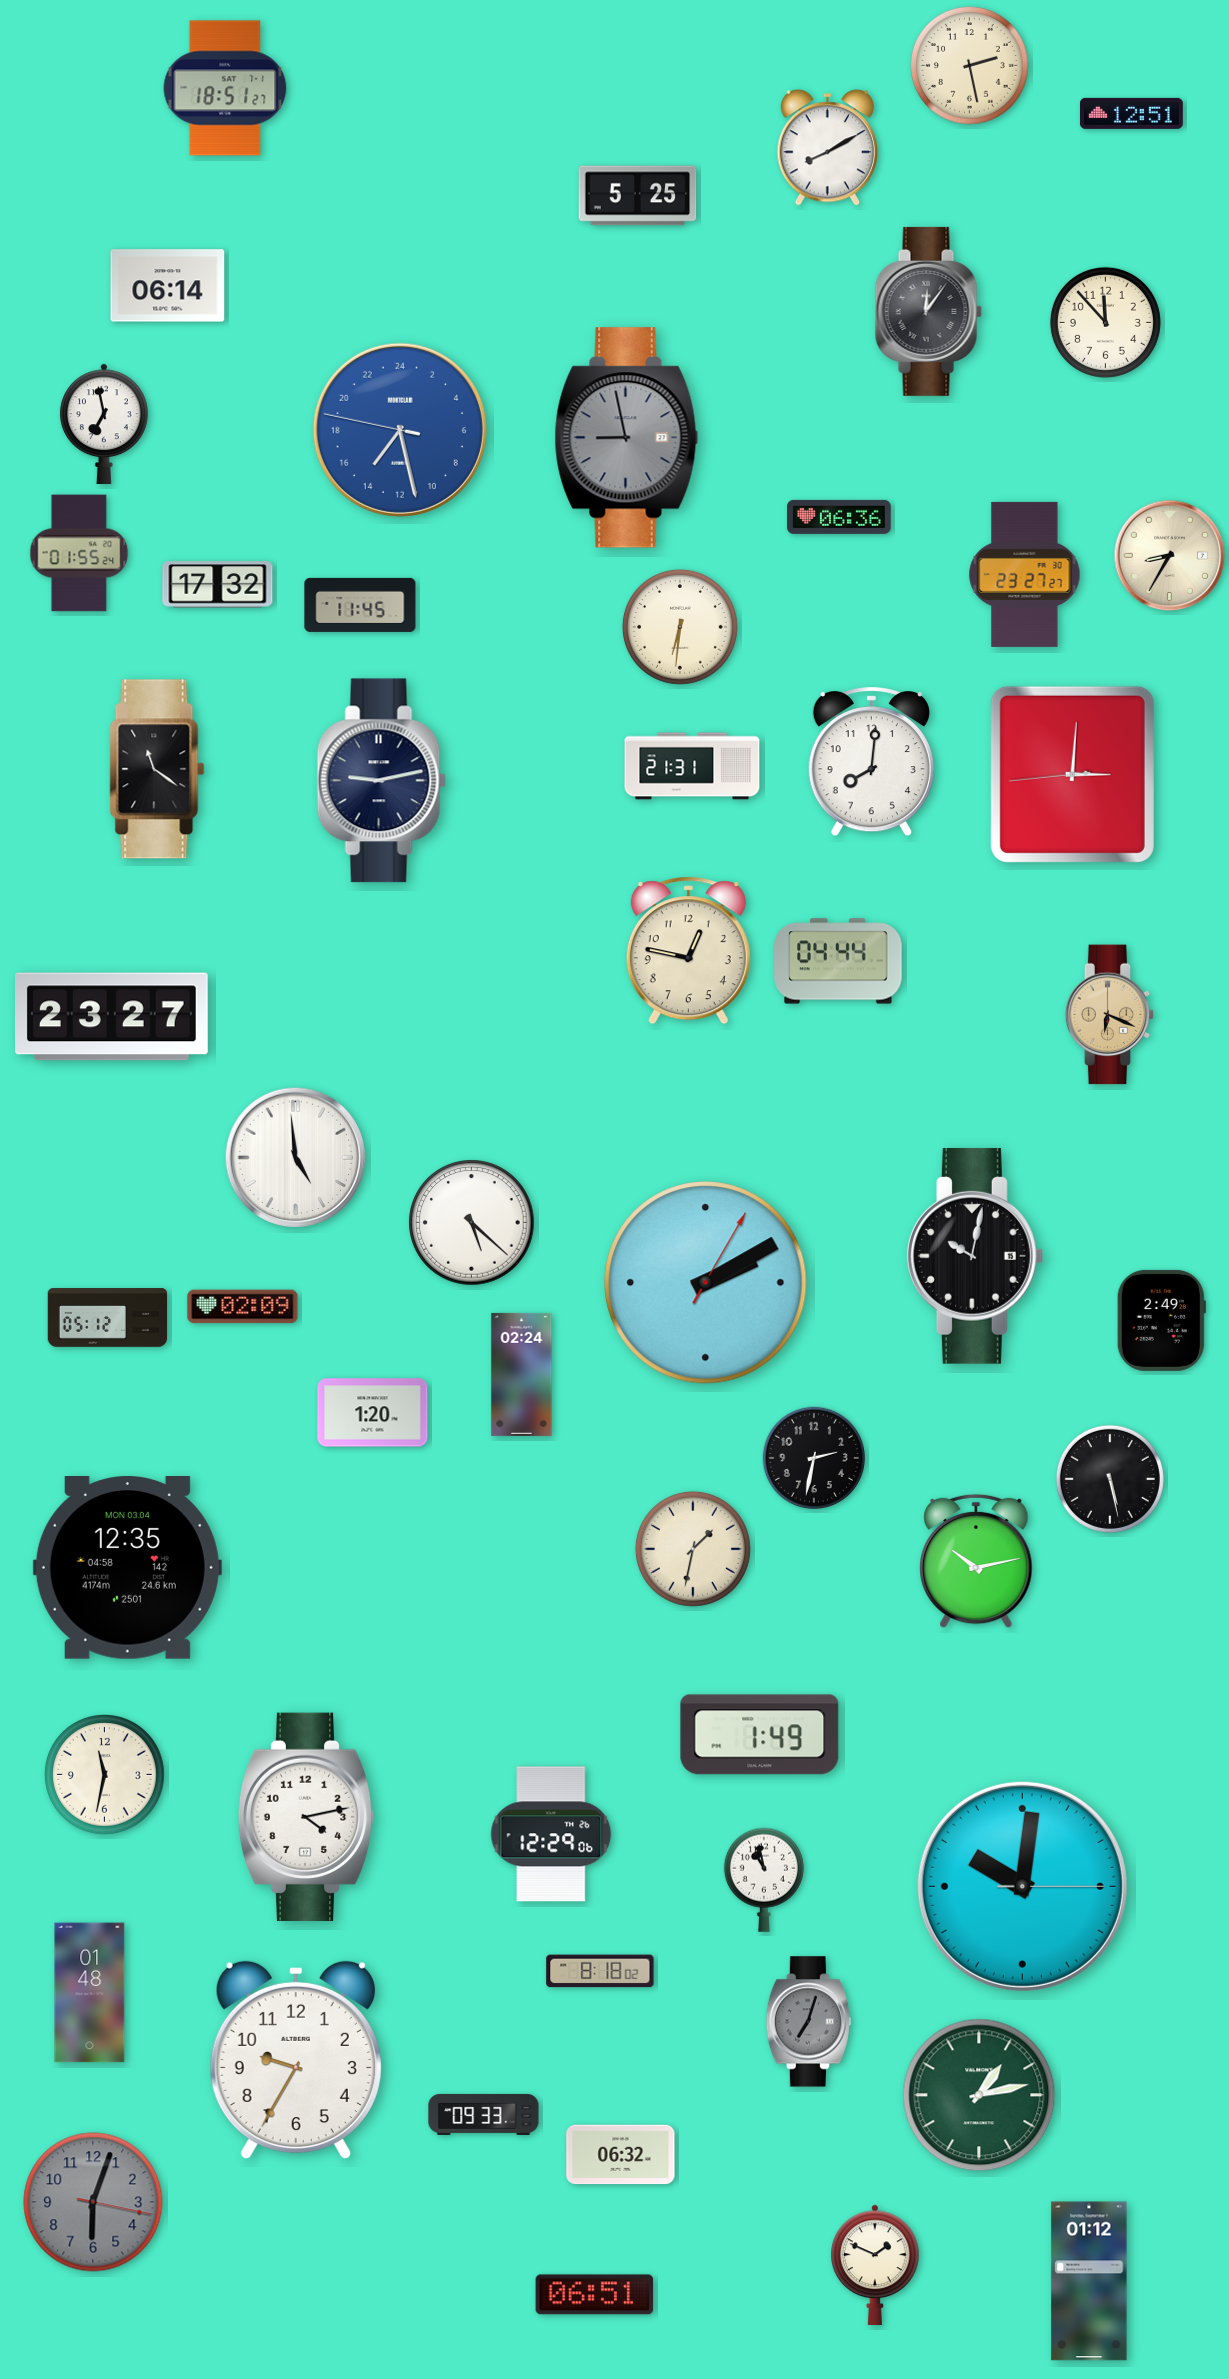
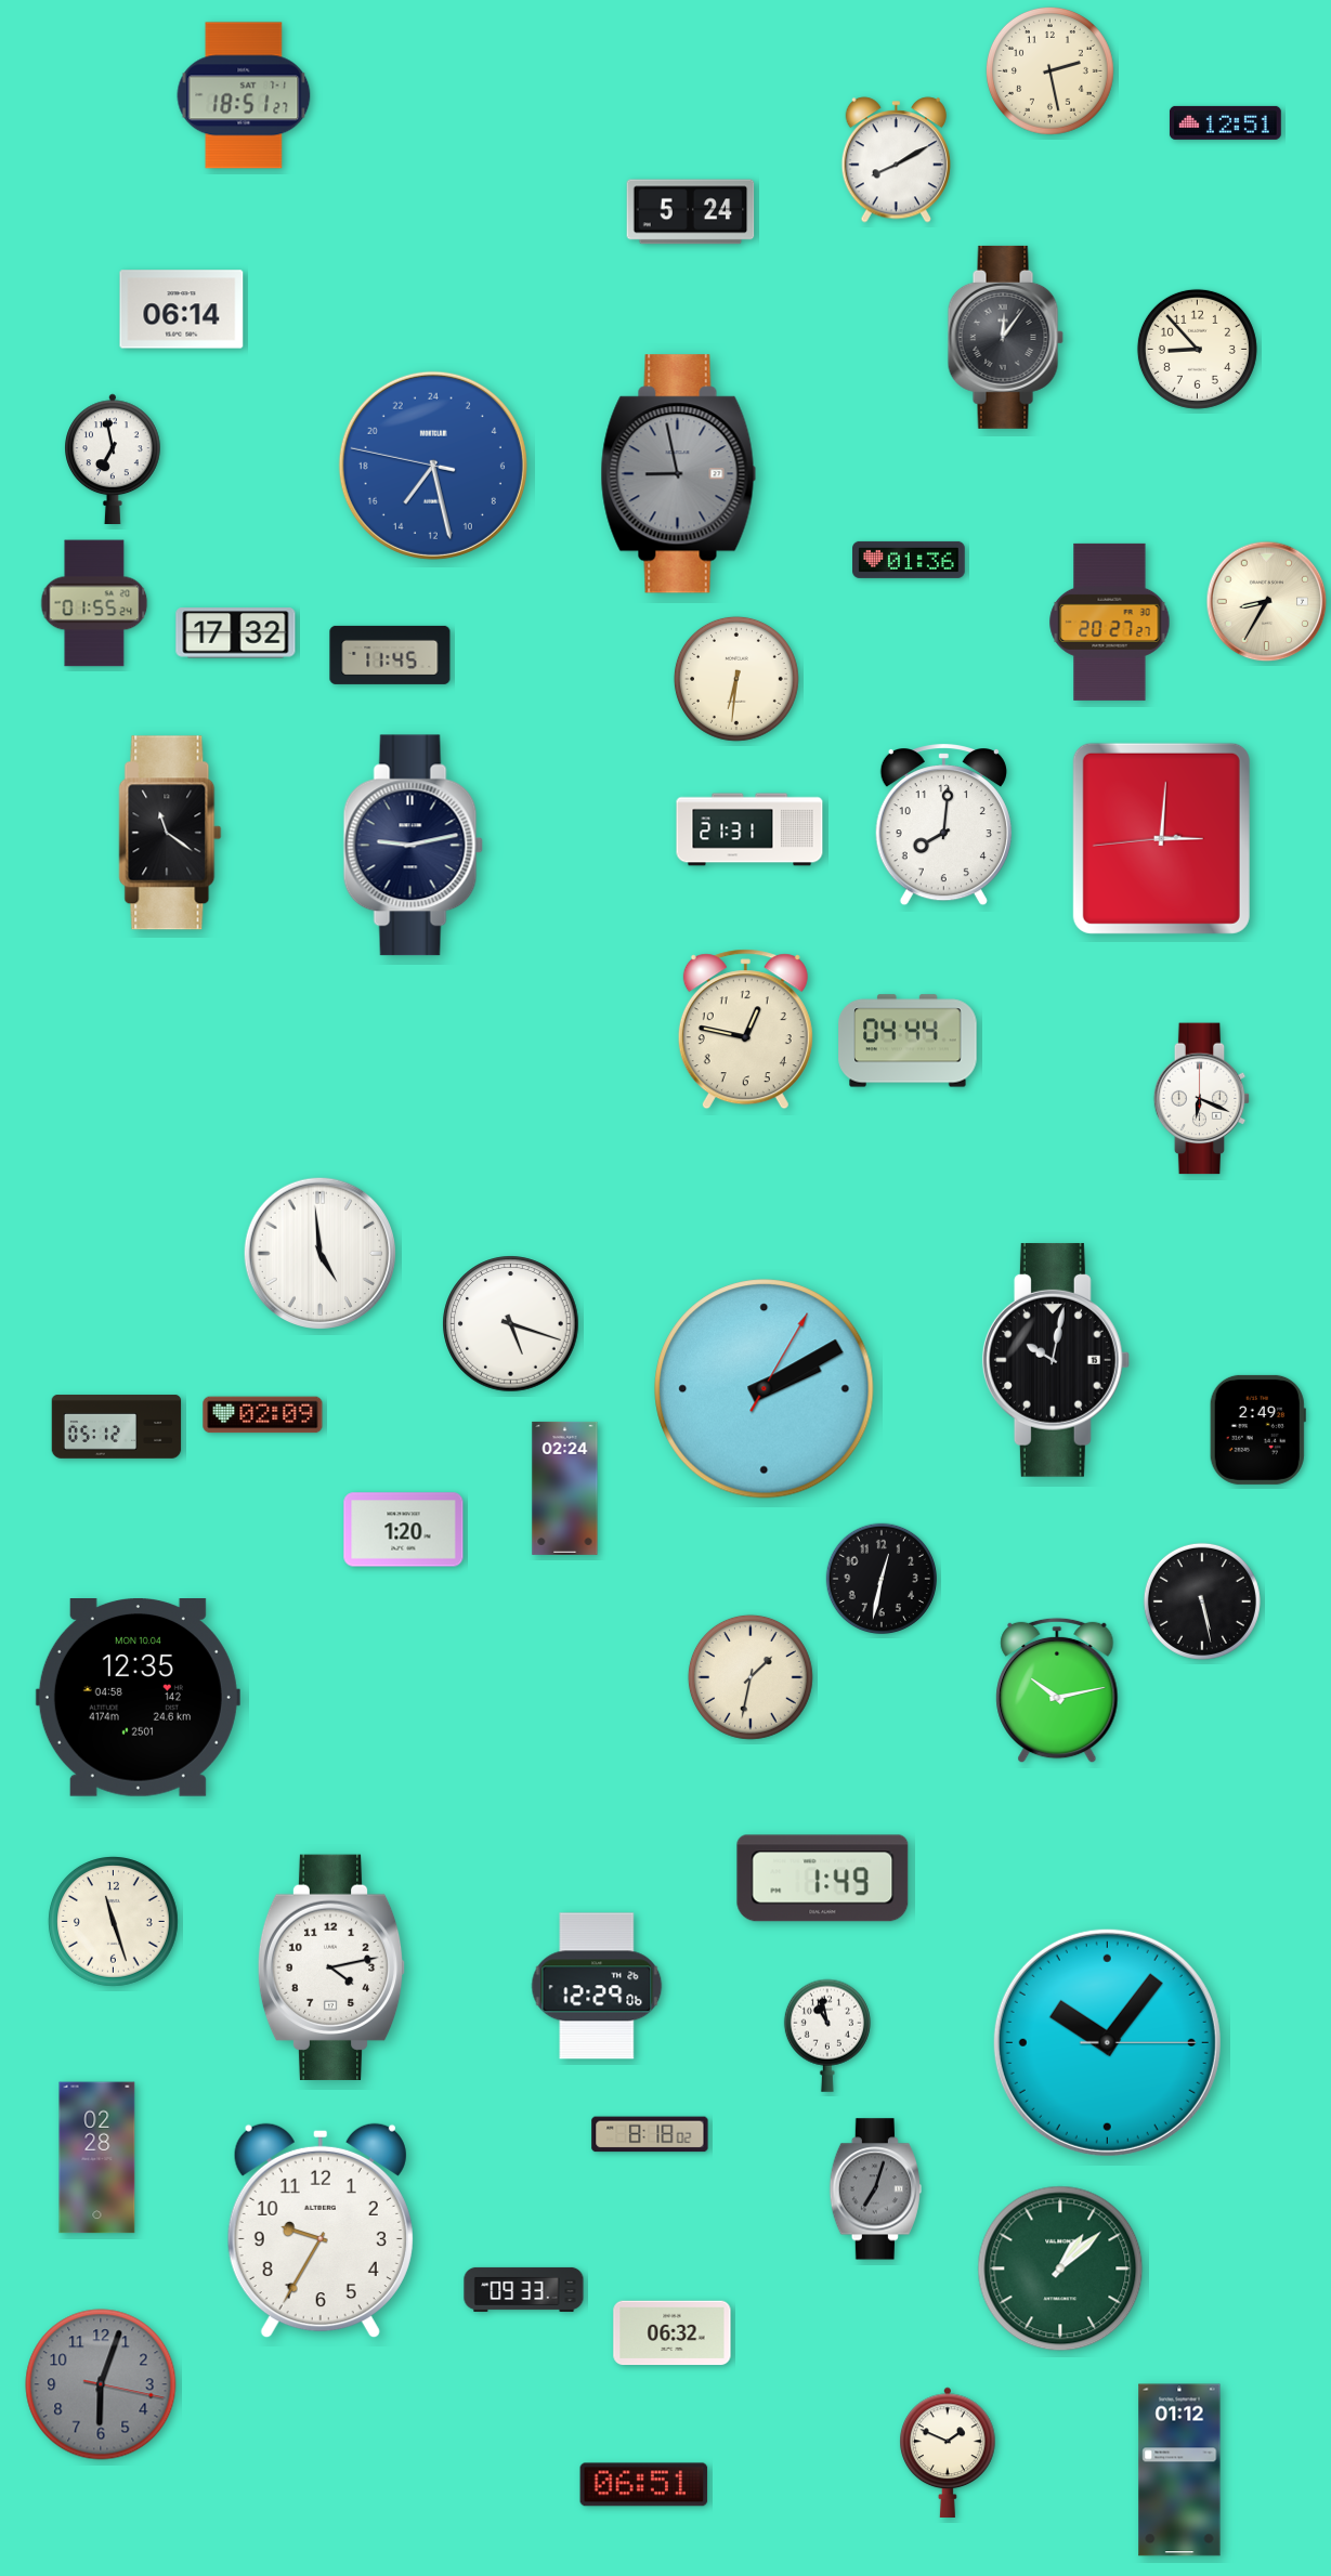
clock at (638, 196): 5:25 -> 5:24
clock at (1105, 322): 11:53 -> 8:53
clock at (839, 517): 06:36 -> 01:36
clock at (79, 553) position: (79, 553) -> (94, 603)
clock at (1025, 574): 23:27 -> 20:27
clock at (1110, 1015) dial: champagne -> white
clock at (112, 1017): 23:27 -> none
clock at (472, 1223): 5:22 -> 5:18
clock at (813, 1457): 2:32 -> 12:32
clock at (127, 1568) date: MON 03.04 -> MON 10.04
clock at (105, 1775): 11:32 -> 11:27
clock at (1022, 1886): 10:01 -> 10:06
clock at (90, 1993): 01:48 -> 02:28
clock at (979, 2095): 1:13 -> 1:08
